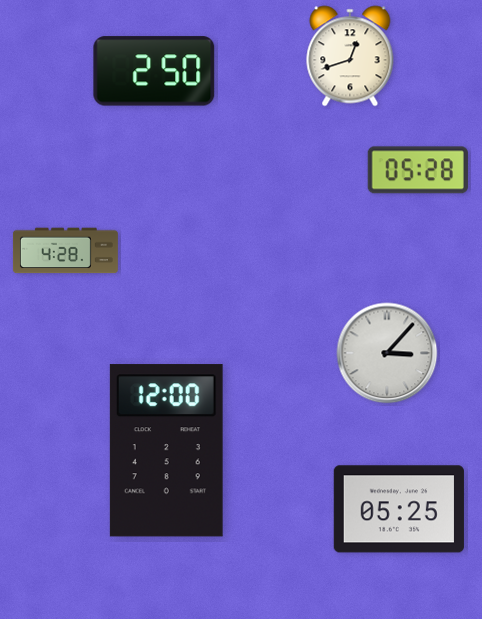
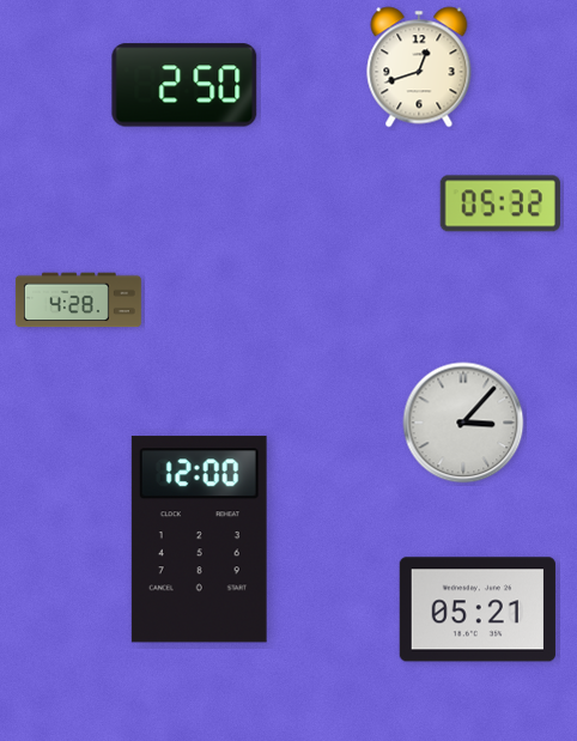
clock at (418, 170): 05:28 -> 05:32
clock at (399, 509): 05:25 -> 05:21
